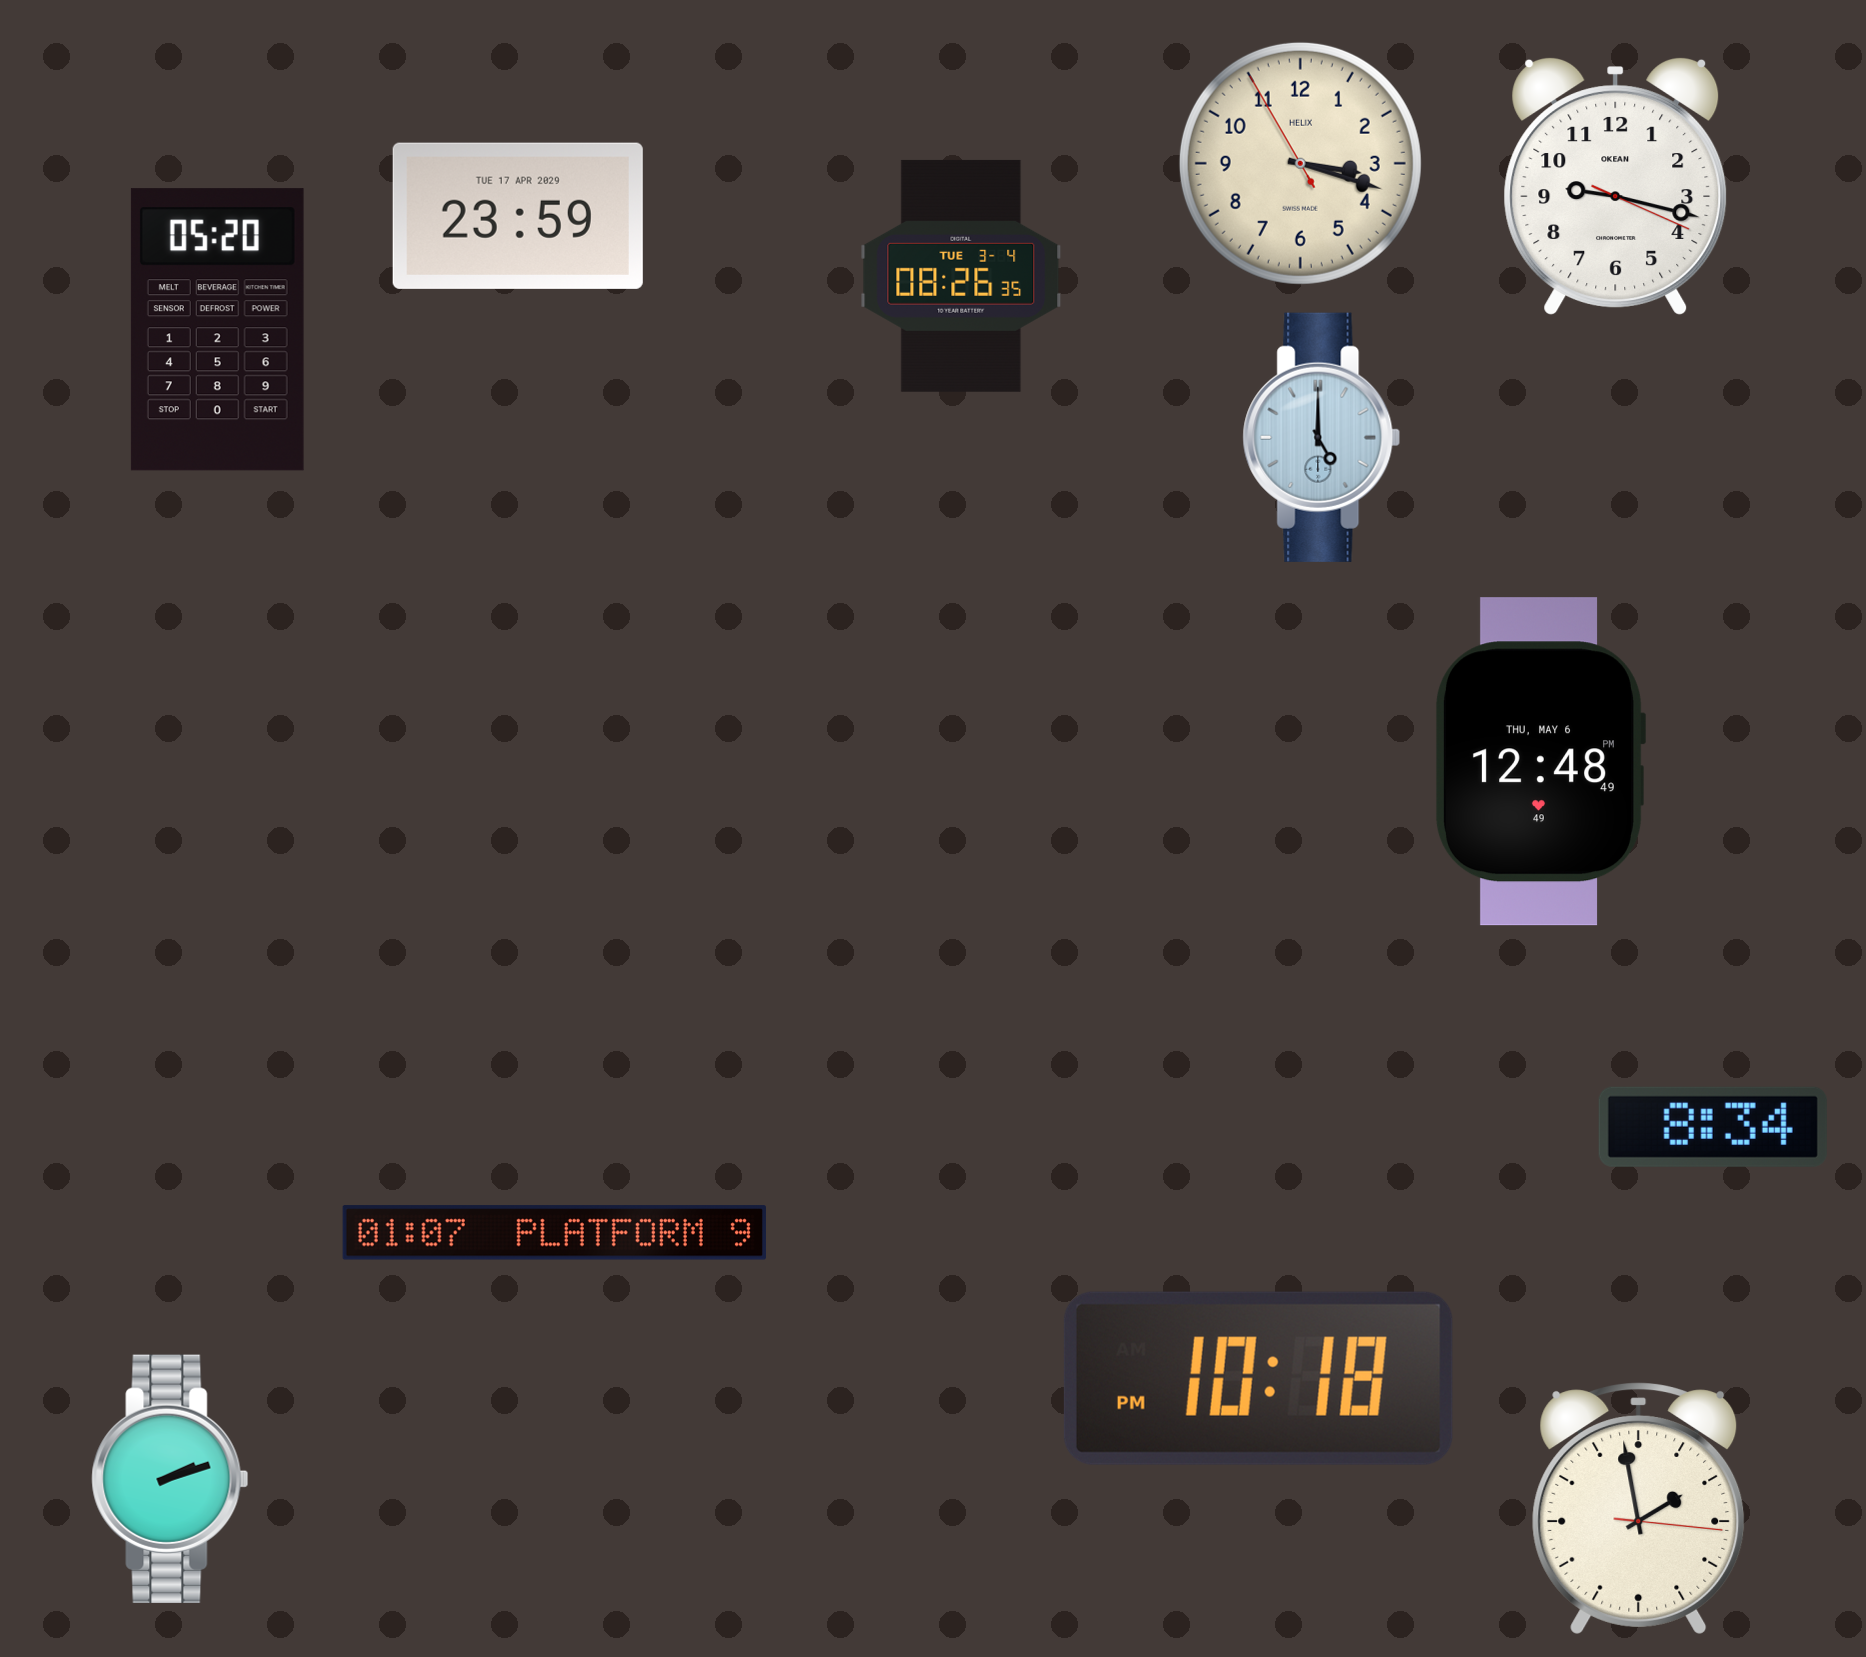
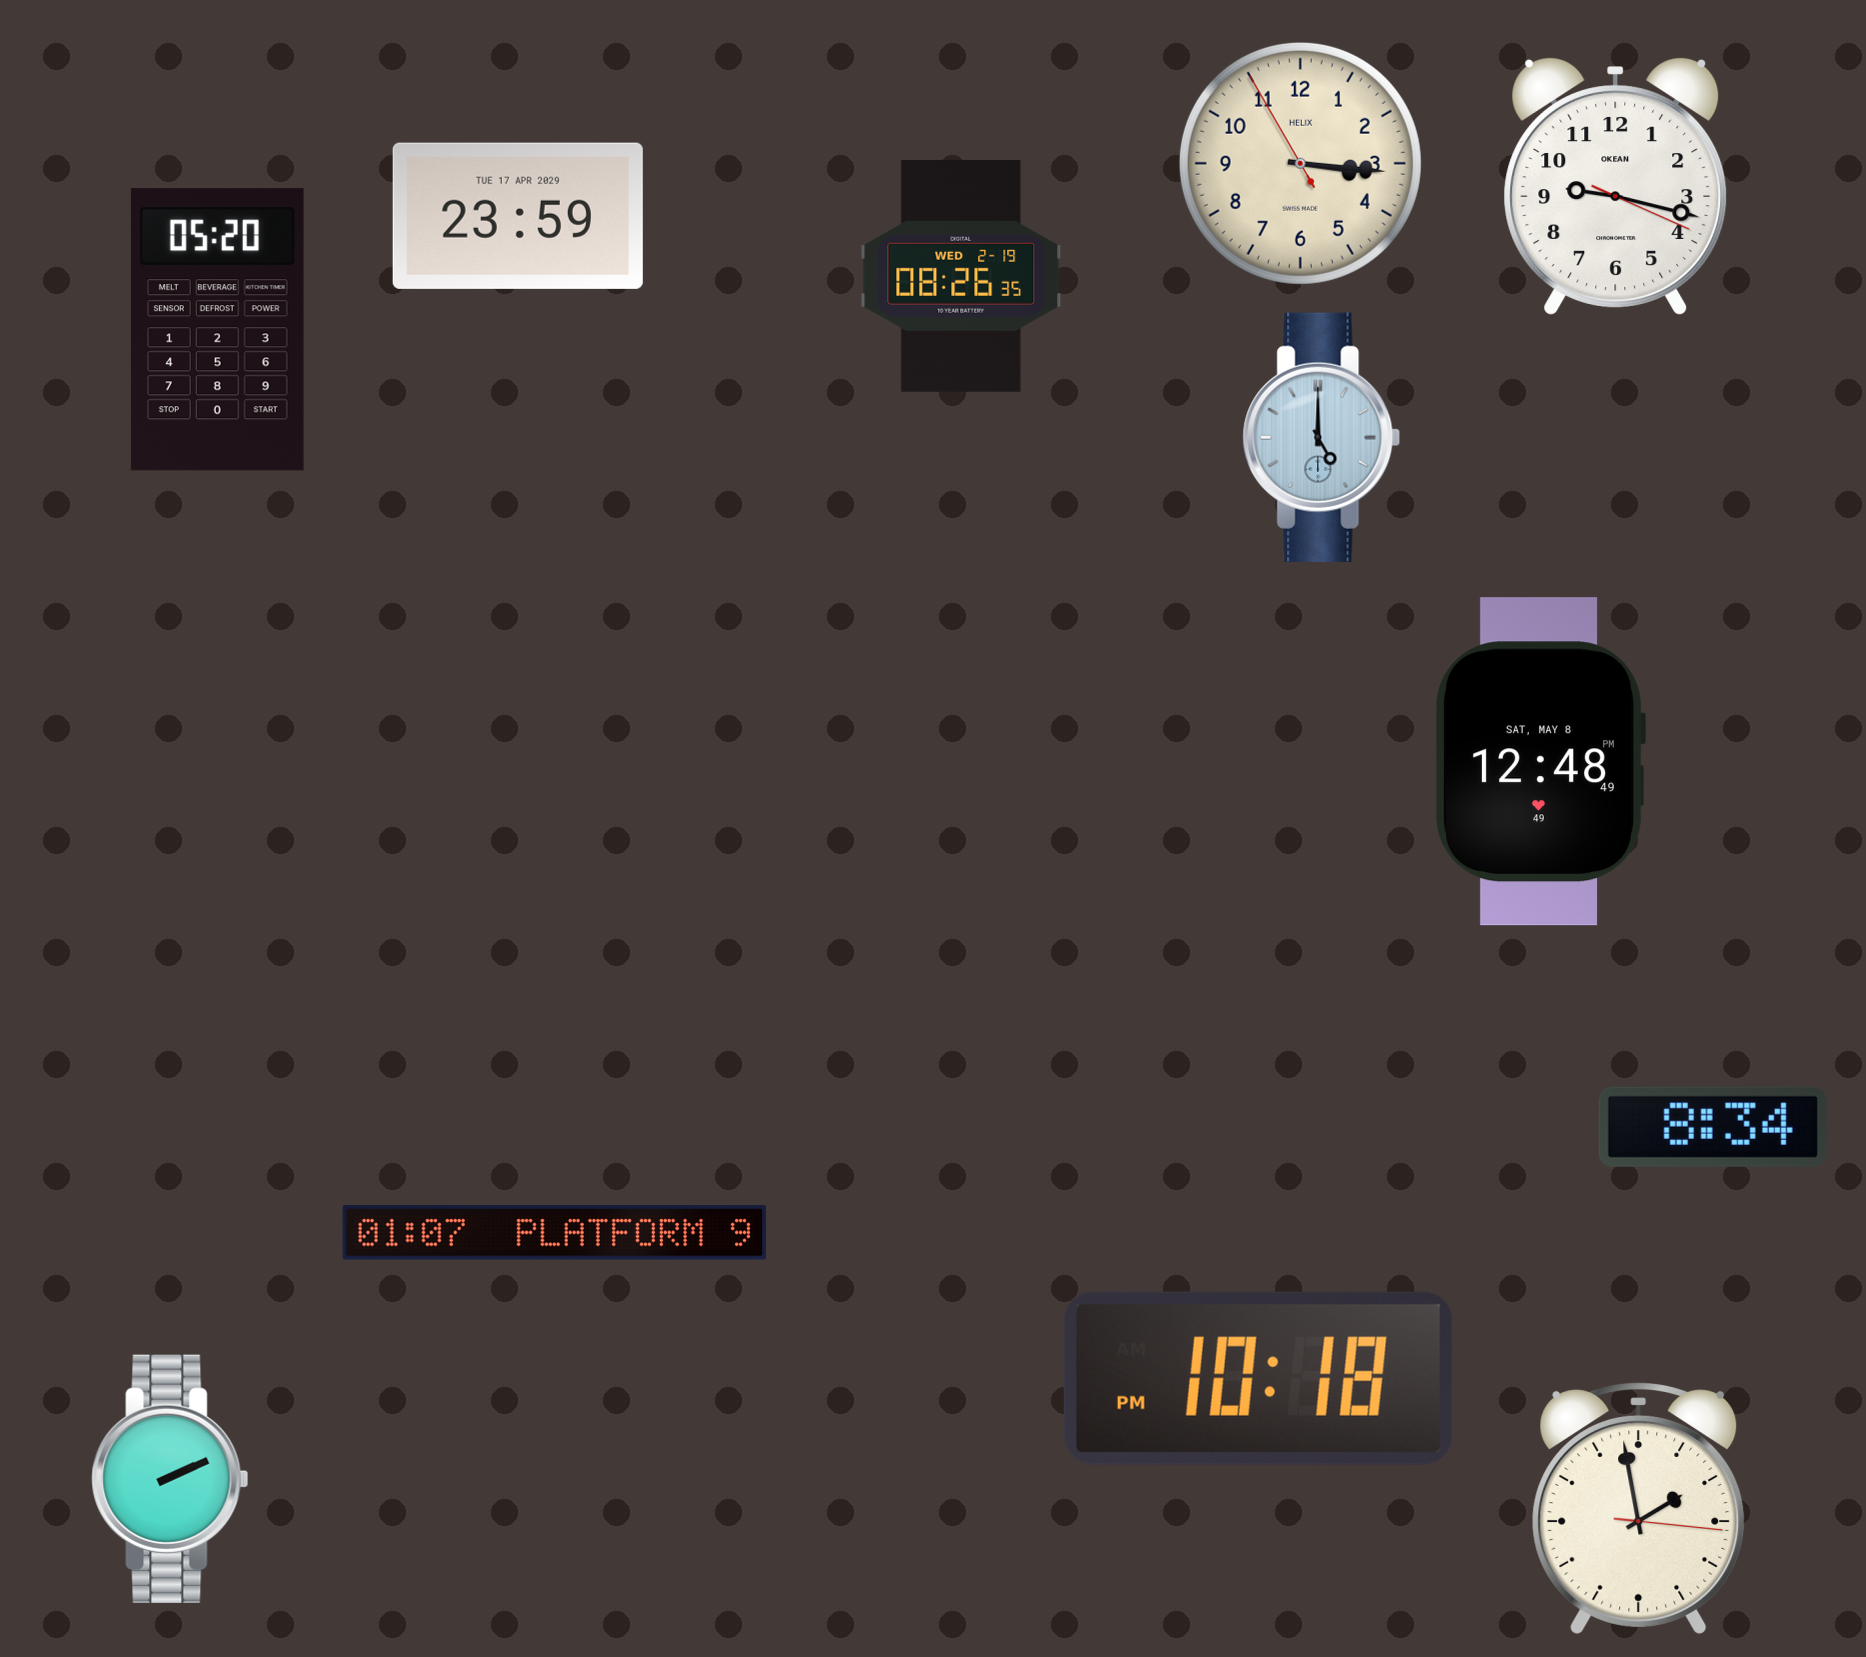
clock at (1300, 163): 3:17 -> 3:15
clock at (961, 276) date: TUE 3-4 -> WED 2-19
clock at (1539, 762) date: THU, MAY 6 -> SAT, MAY 8
clock at (170, 1479): 2:12 -> 2:11
